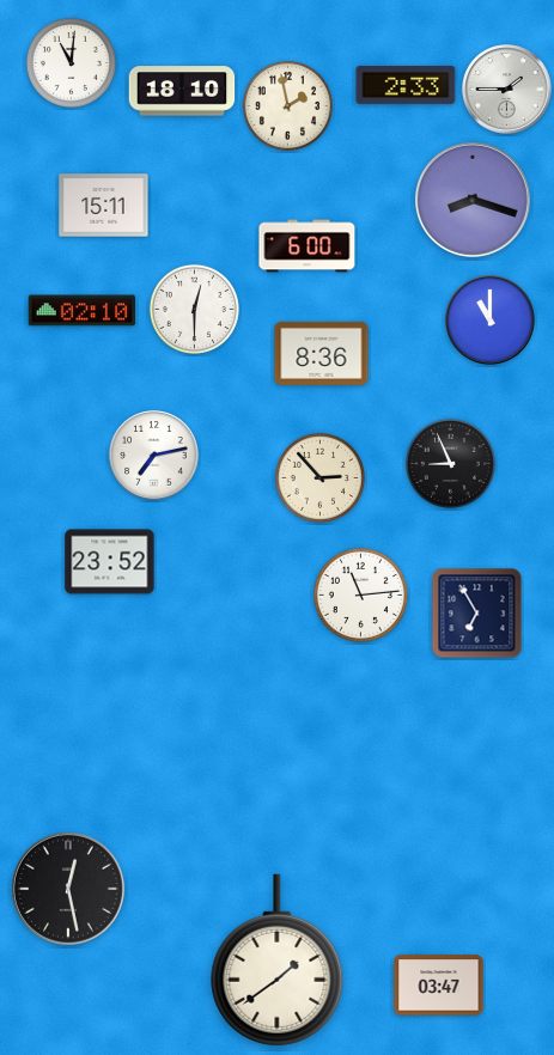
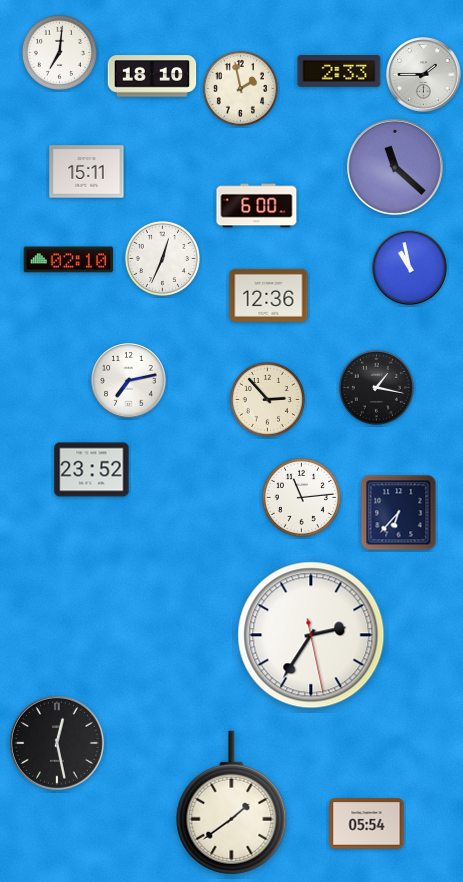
clock at (71, 62): 11:01 -> 7:01
clock at (473, 200): 8:18 -> 11:22
clock at (194, 309): 12:30 -> 12:34
clock at (491, 321): 11:00 -> 10:58
clock at (322, 353): 8:36 -> 12:36
clock at (450, 463): 8:56 -> 1:17
clock at (477, 614): 6:55 -> 6:37
clock at (311, 635): none -> 2:35
clock at (439, 986): 03:47 -> 05:54
